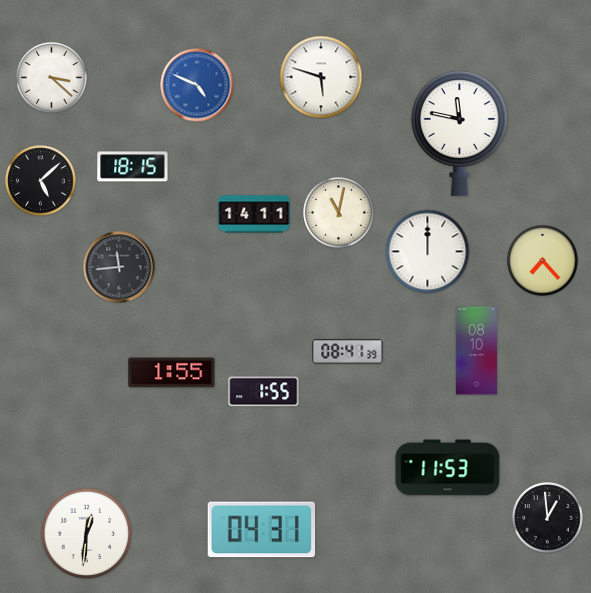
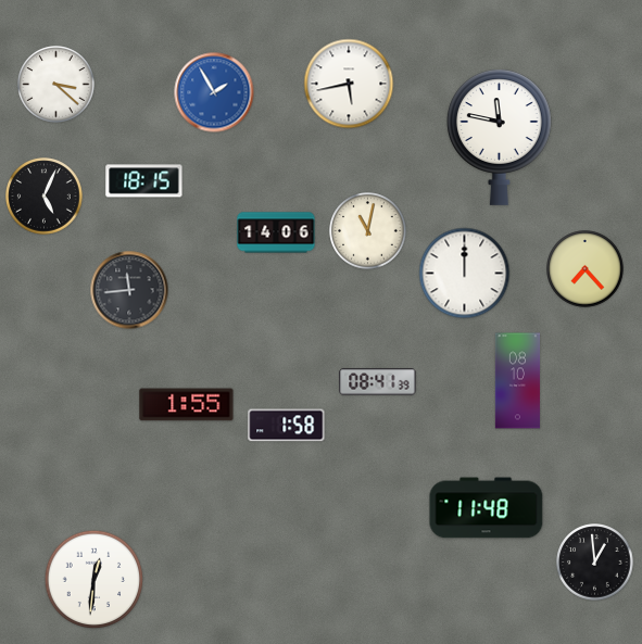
clock at (321, 77): 5:48 -> 5:43
clock at (197, 85): 4:49 -> 1:55
clock at (460, 133) position: (460, 133) -> (500, 137)
clock at (41, 181): 5:08 -> 5:04
clock at (254, 214): 14:11 -> 14:06
clock at (543, 261) position: (543, 261) -> (586, 269)
clock at (264, 392): 1:55 -> 1:58
clock at (448, 468): 11:53 -> 11:48
clock at (262, 530): 04:31 -> none
